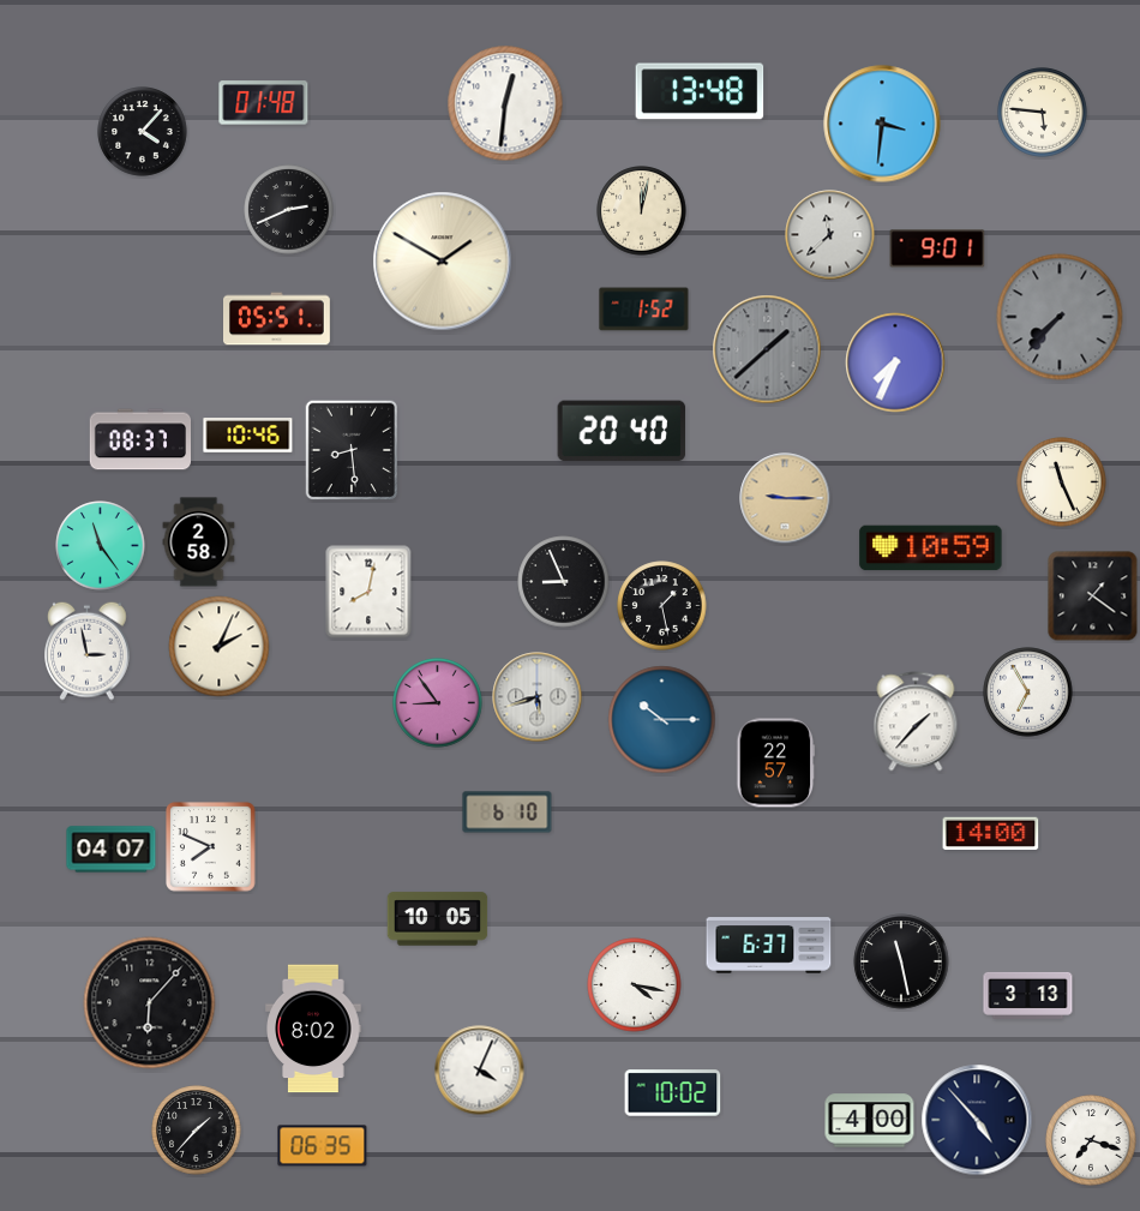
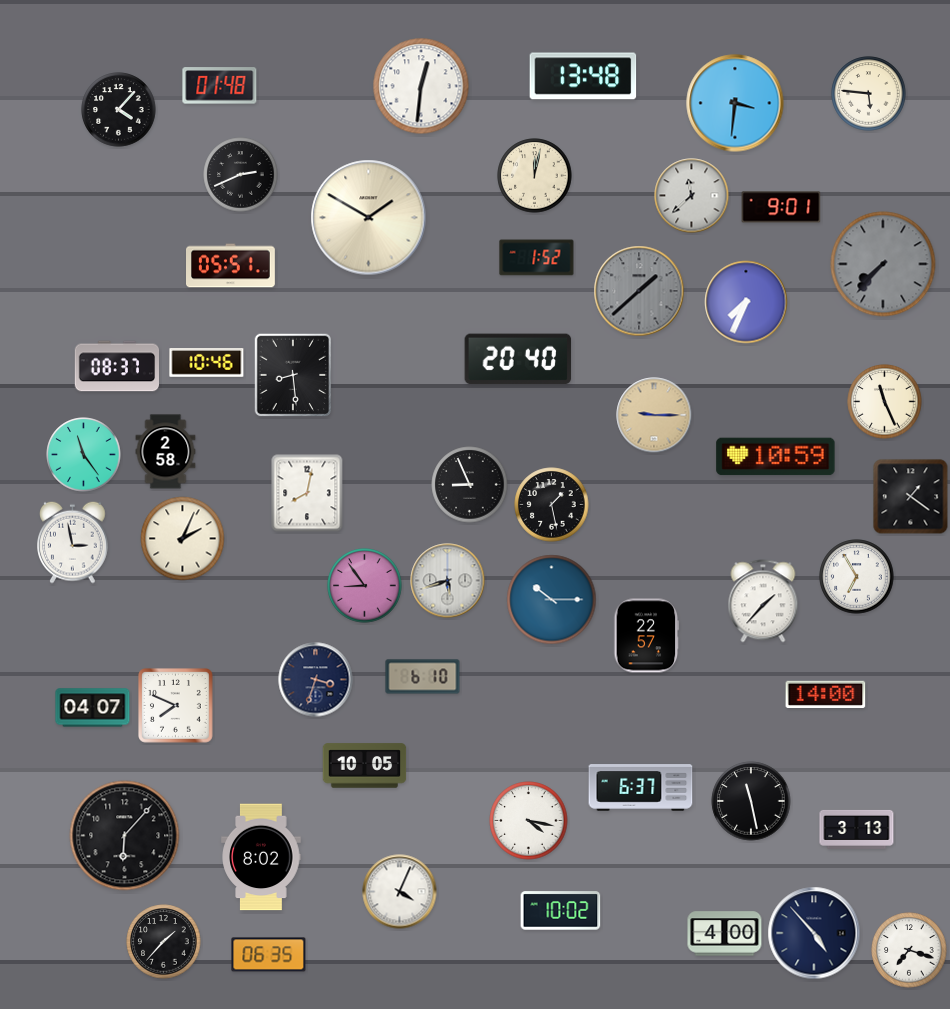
clock at (316, 680): none -> 3:33
